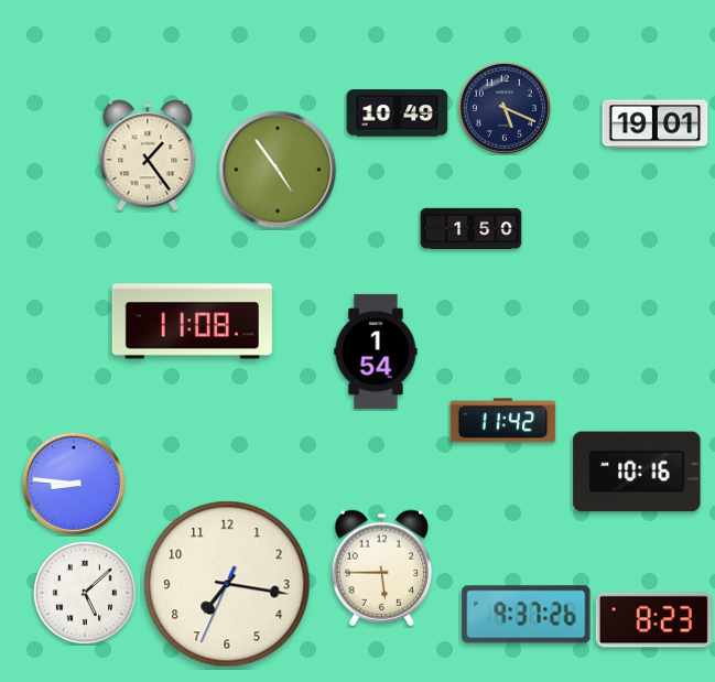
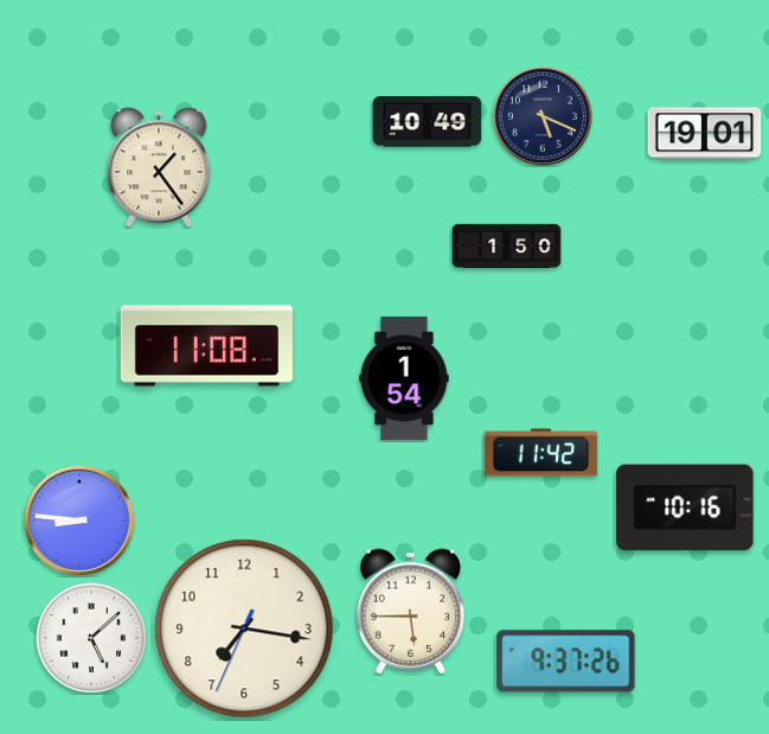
clock at (278, 170): 4:54 -> none
clock at (653, 620): 8:23 -> none
